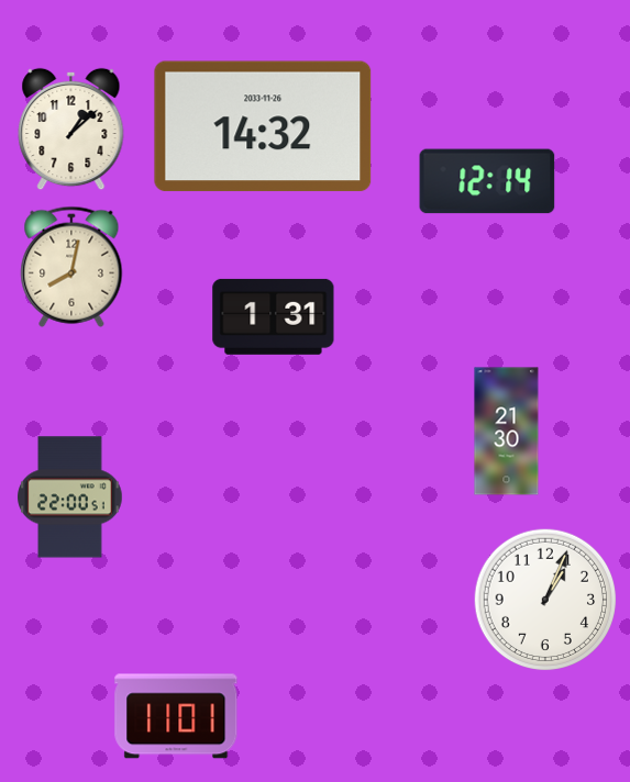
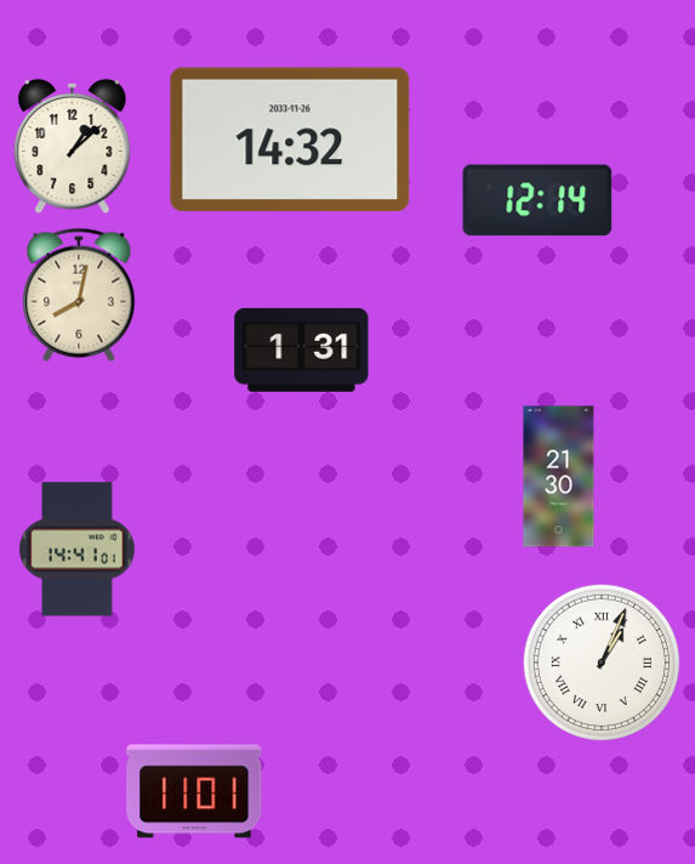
clock at (71, 130) position: (71, 130) -> (73, 147)
clock at (70, 498): 22:00 -> 14:41
clock at (545, 600) numerals: Arabic -> Roman
